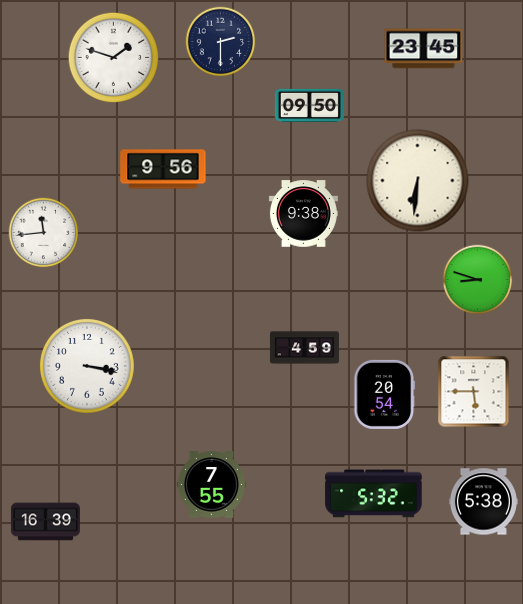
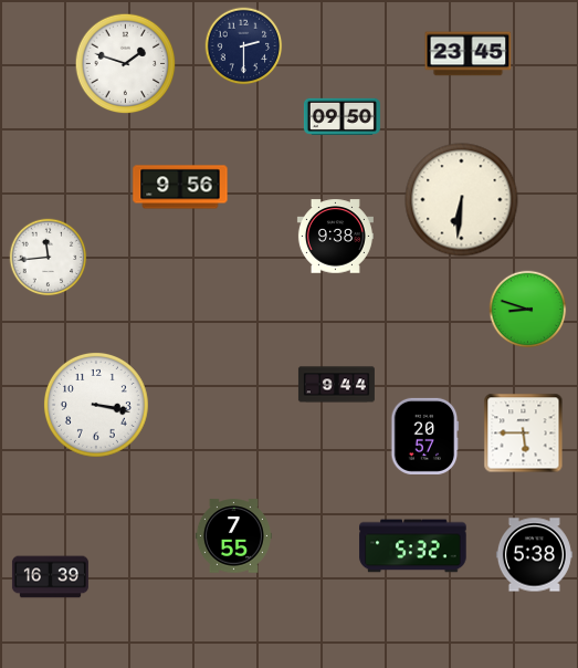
clock at (304, 348): 4:59 -> 9:44
clock at (385, 394): 20:54 -> 20:57
